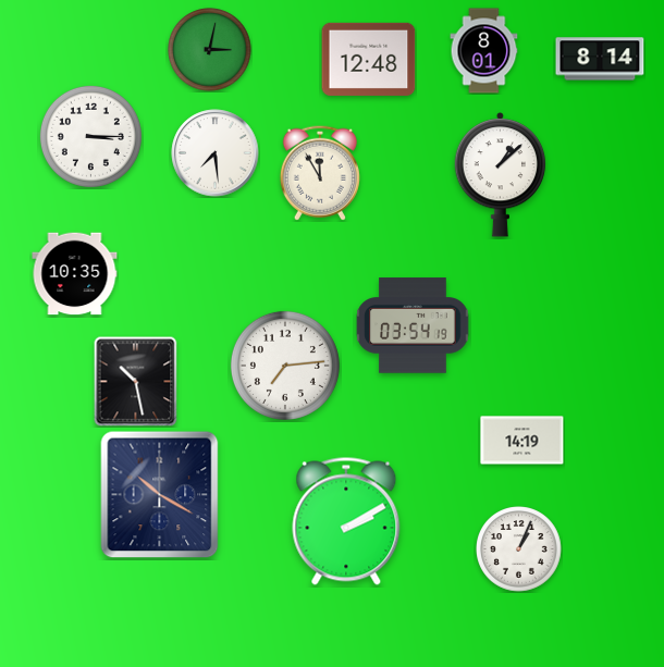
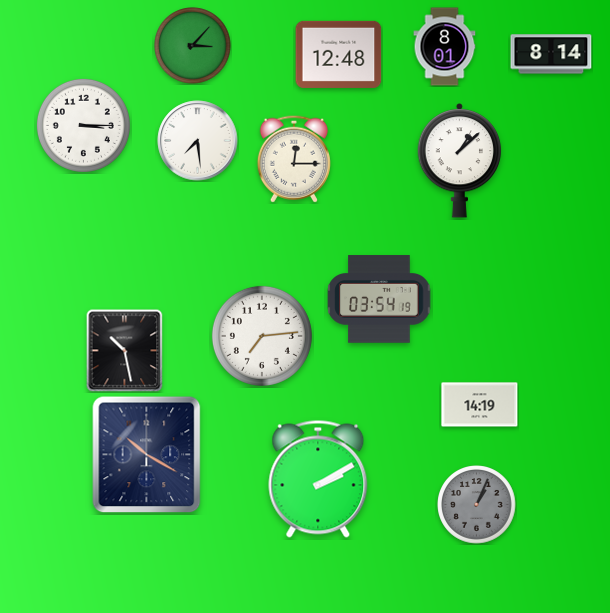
clock at (210, 50): 3:02 -> 3:07
clock at (320, 173): 11:55 -> 12:15
clock at (75, 274): 10:35 -> none
clock at (519, 549) dial: white -> grey
